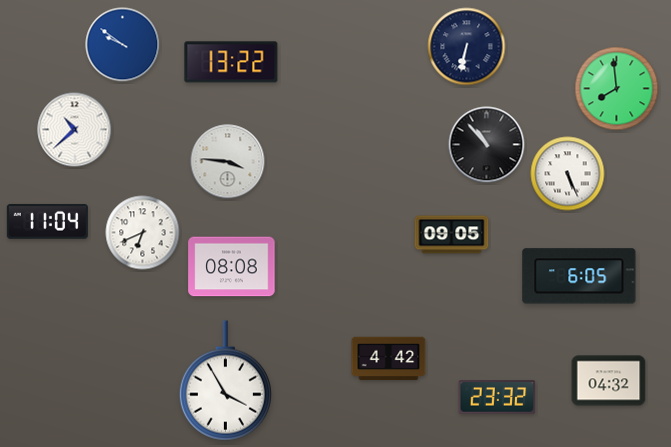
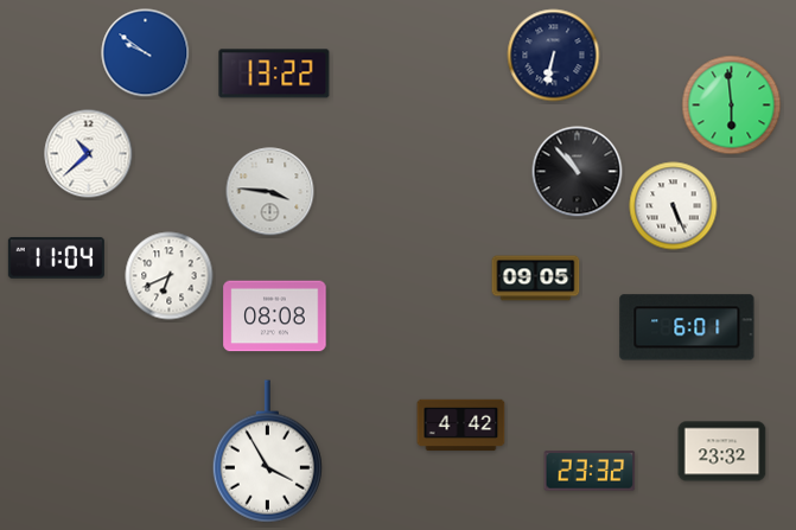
clock at (617, 89): 7:59 -> 5:59
clock at (47, 221) position: (47, 221) -> (56, 257)
clock at (579, 276): 6:05 -> 6:01
clock at (609, 381): 04:32 -> 23:32
